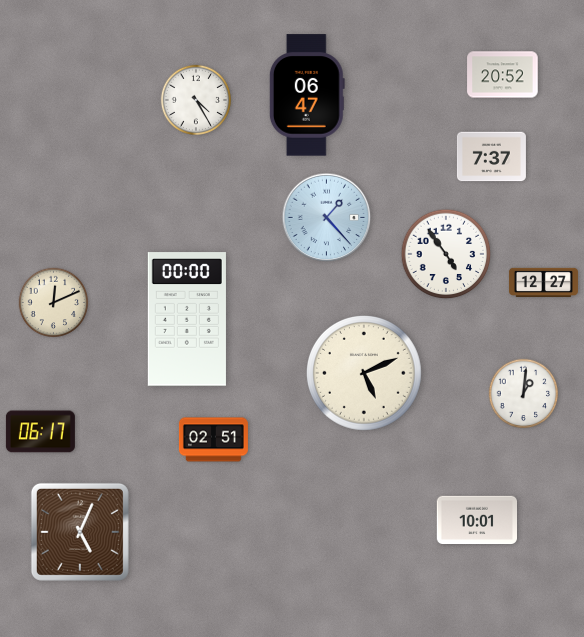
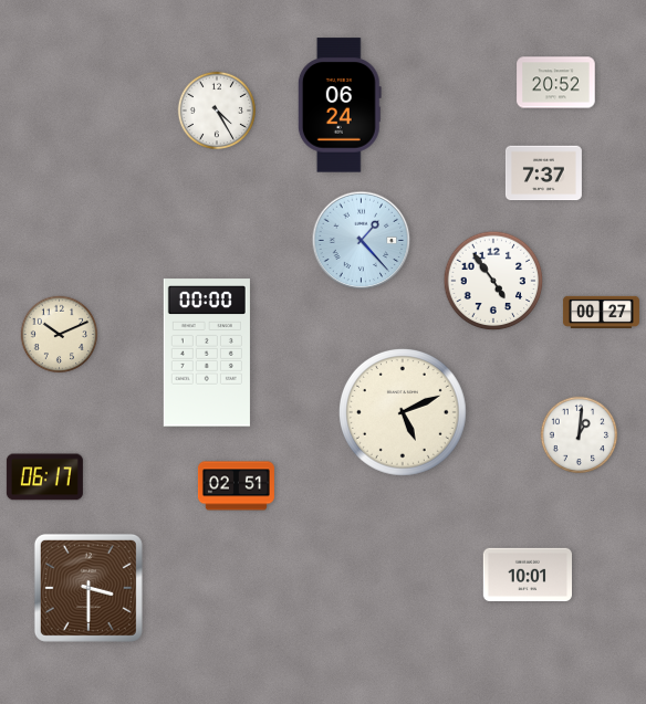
clock at (307, 95): 06:47 -> 06:24
clock at (543, 282): 12:27 -> 00:27
clock at (54, 303): 12:11 -> 10:11
clock at (80, 532): 5:04 -> 3:30
